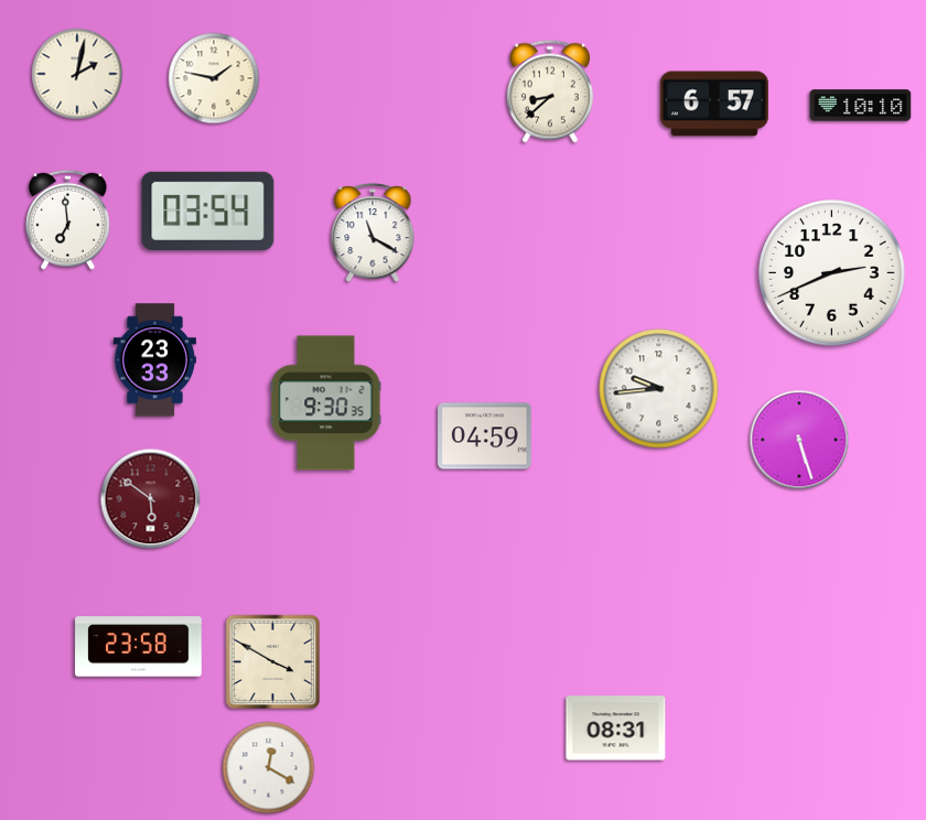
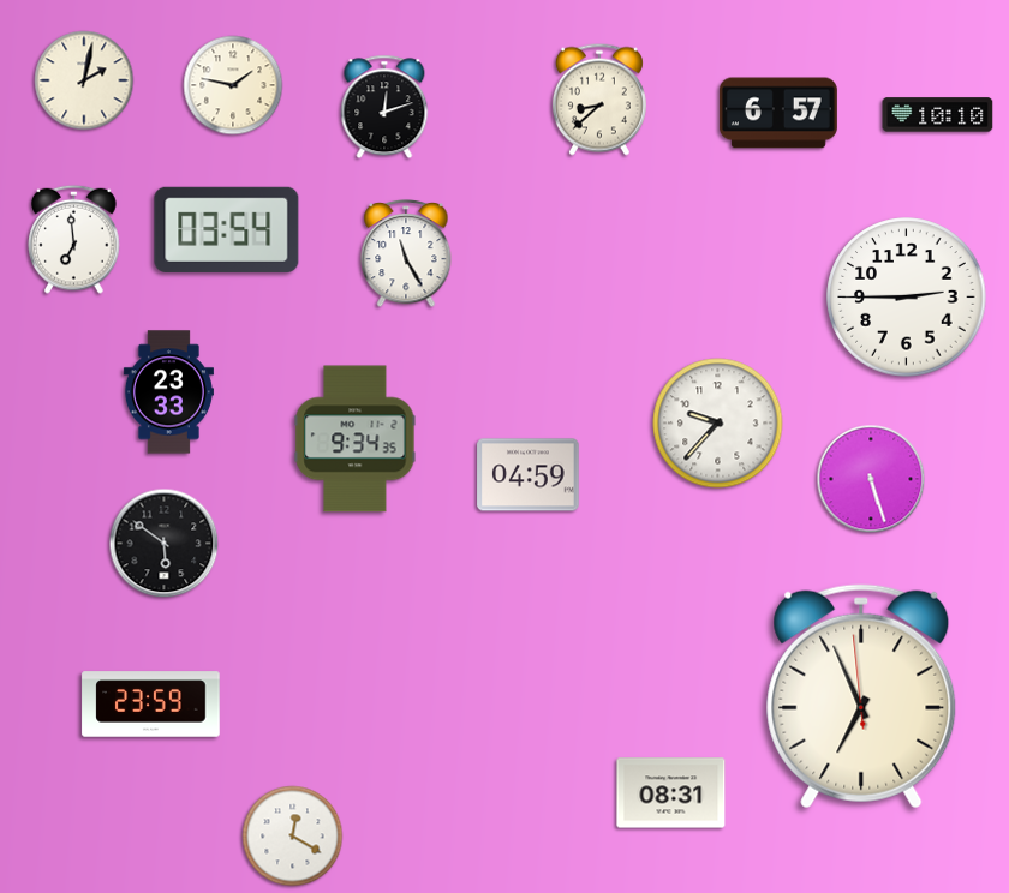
clock at (384, 107): none -> 12:12
clock at (373, 234): 11:20 -> 11:25
clock at (832, 273): 2:41 -> 2:45
clock at (659, 389): 9:44 -> 9:37
clock at (326, 403): 9:30 -> 9:34
clock at (151, 499) dial: burgundy -> black
clock at (861, 696): none -> 6:55
clock at (139, 647): 23:58 -> 23:59
clock at (273, 662): 3:50 -> none
